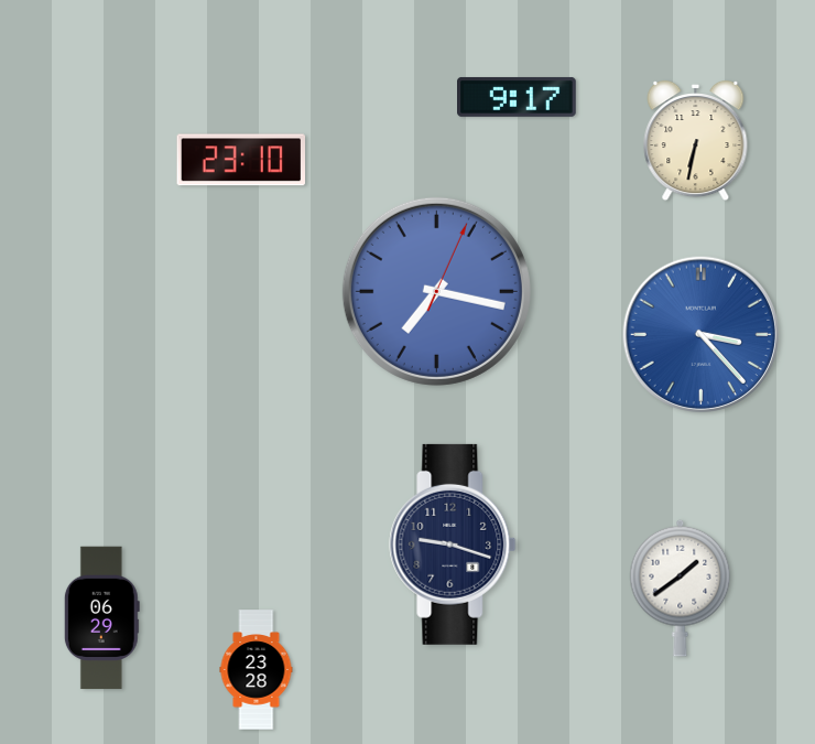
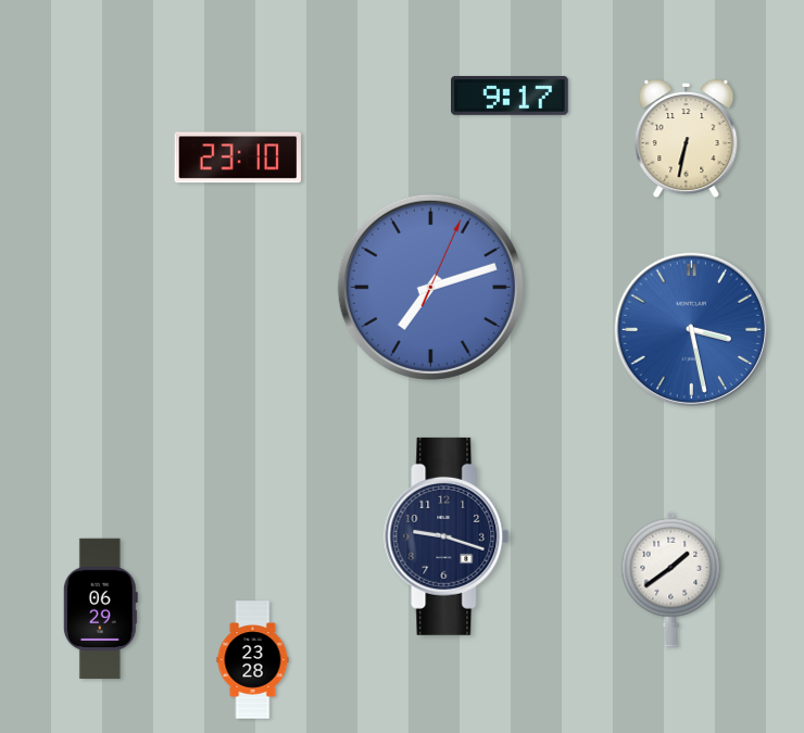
clock at (436, 291): 7:17 -> 7:12
clock at (700, 334): 3:23 -> 3:28
